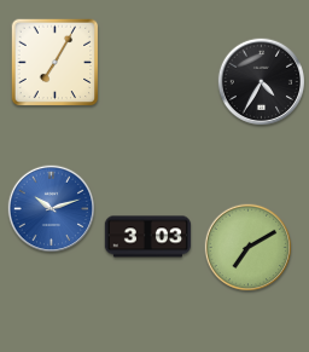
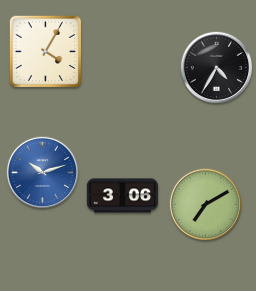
clock at (56, 63): 7:05 -> 4:05
clock at (148, 237): 3:03 -> 3:06
